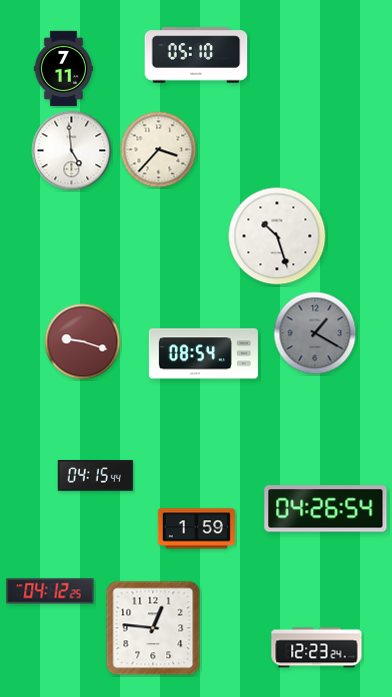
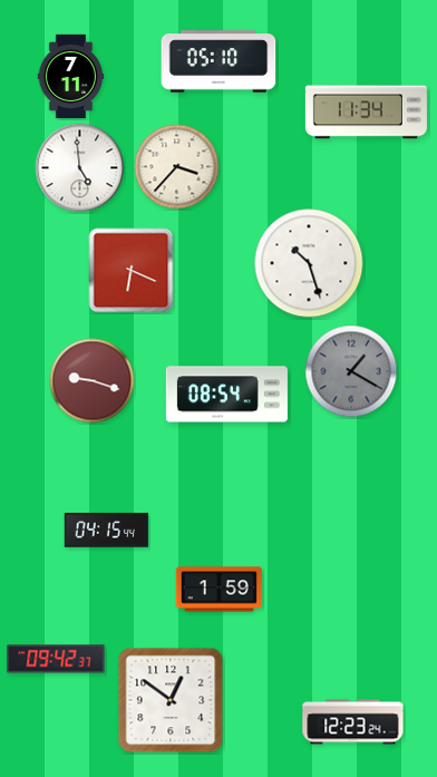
clock at (366, 113): none -> 11:34
clock at (132, 271): none -> 6:19
clock at (326, 509): 04:26 -> none
clock at (50, 591): 04:12 -> 09:42
clock at (153, 628): 12:46 -> 12:51
